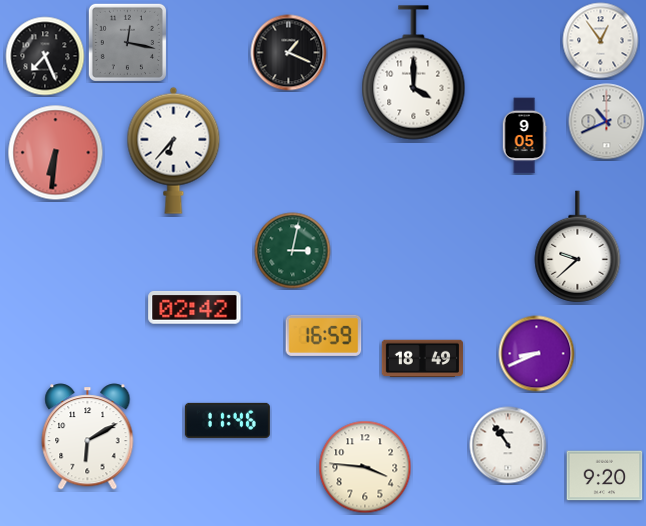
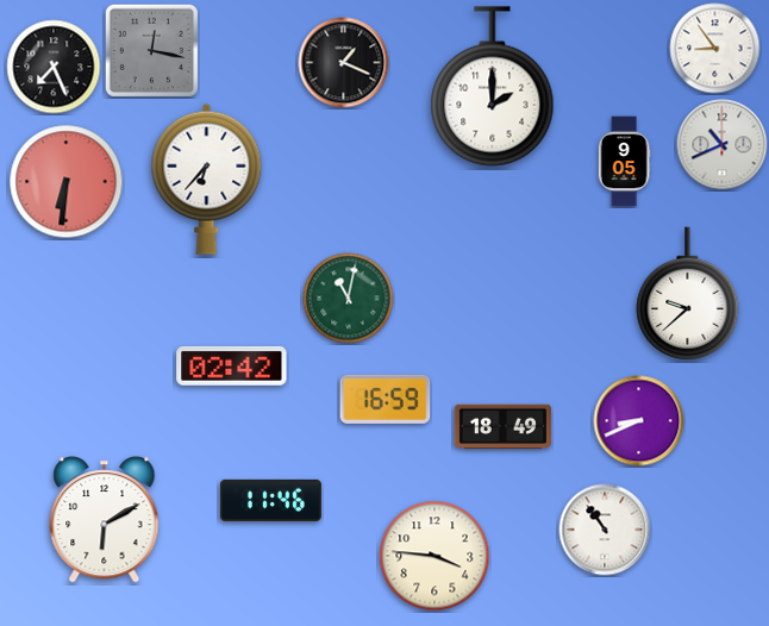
clock at (601, 41): 12:54 -> 8:54
clock at (414, 73): 4:00 -> 2:00
clock at (293, 251): 3:02 -> 11:02
clock at (605, 476): 9:20 -> none
